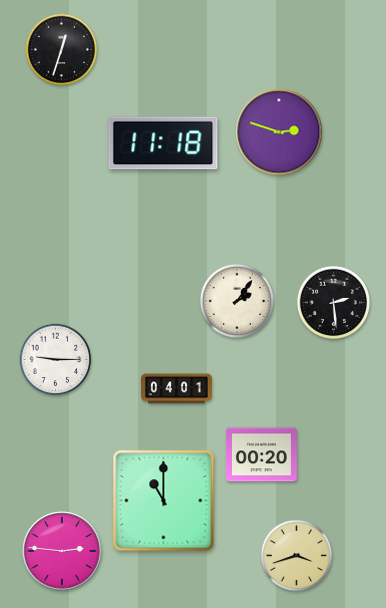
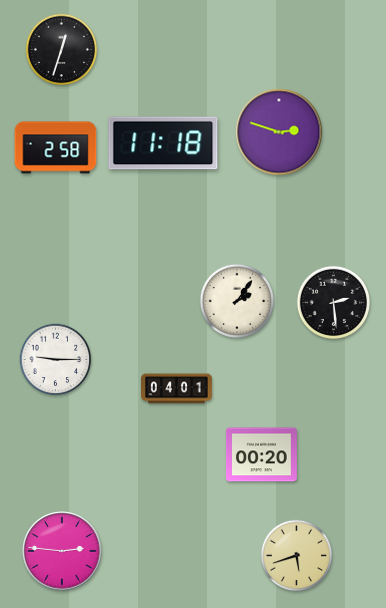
clock at (56, 148): none -> 2:58
clock at (164, 501): 11:00 -> none
clock at (297, 556): 3:42 -> 5:42
